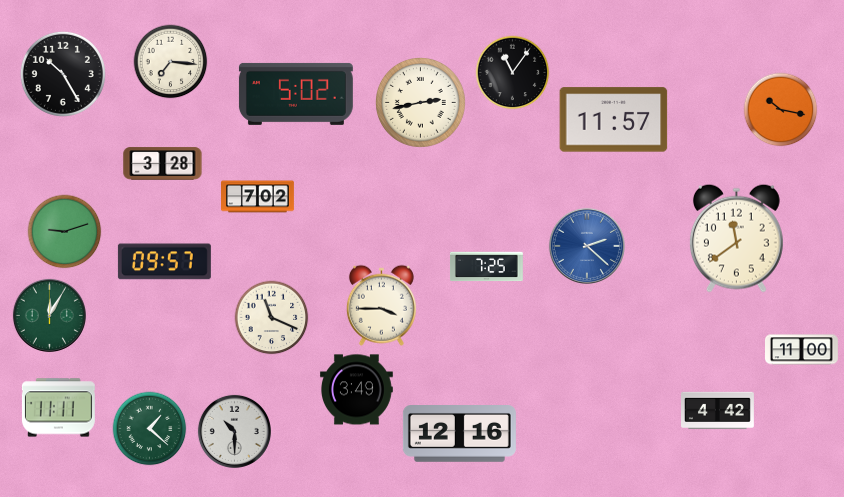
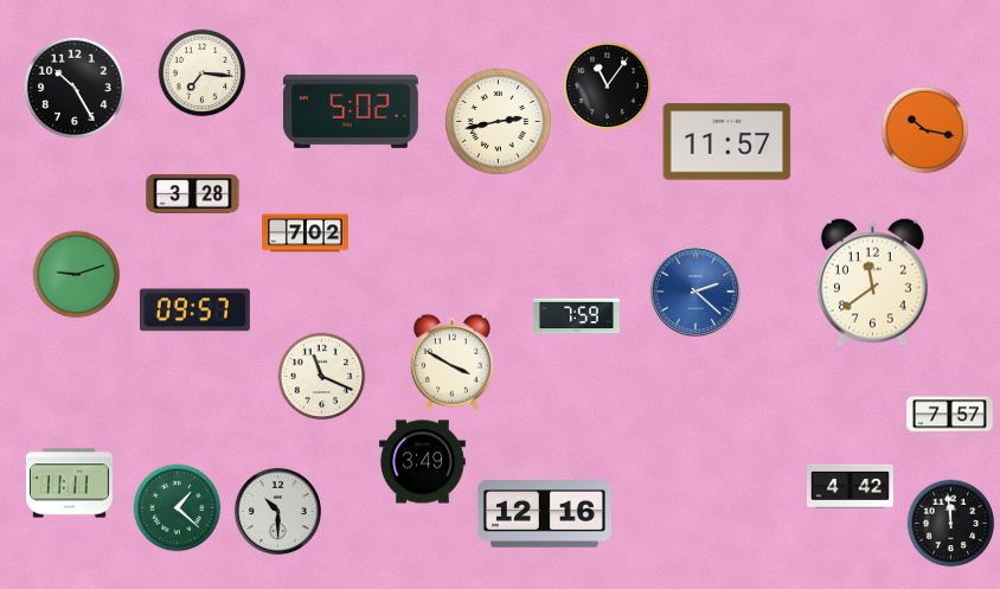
clock at (486, 267): 7:25 -> 7:59
clock at (381, 305): 3:45 -> 3:50
clock at (49, 315): 12:05 -> none
clock at (802, 350): 11:00 -> 7:57
clock at (951, 524): none -> 11:59
